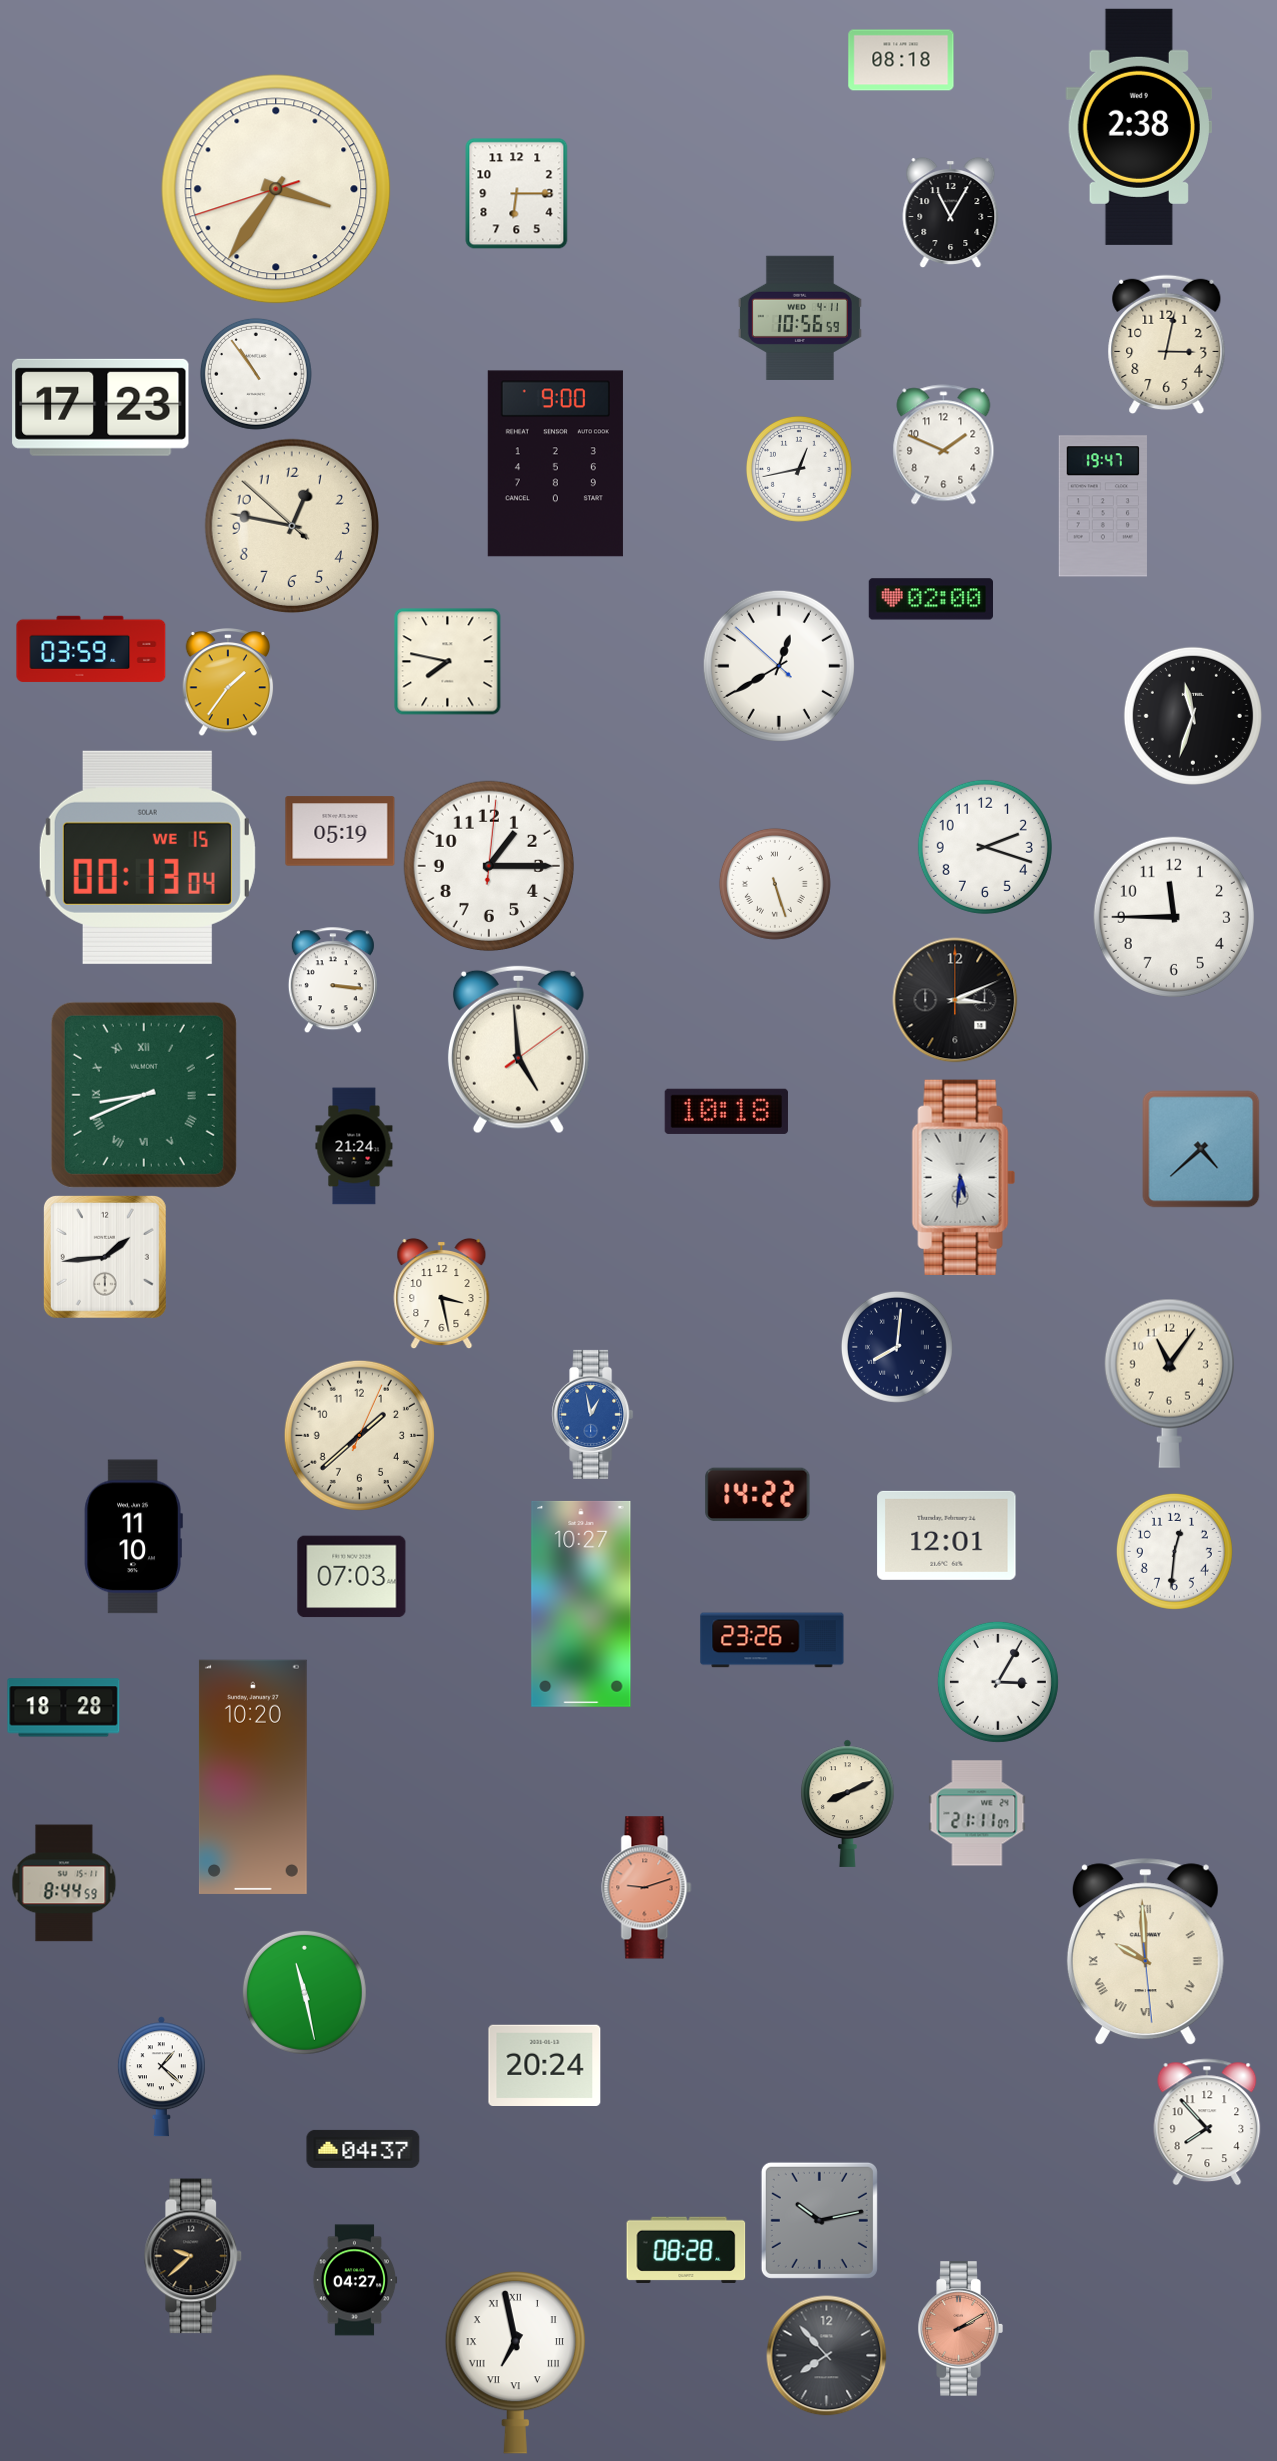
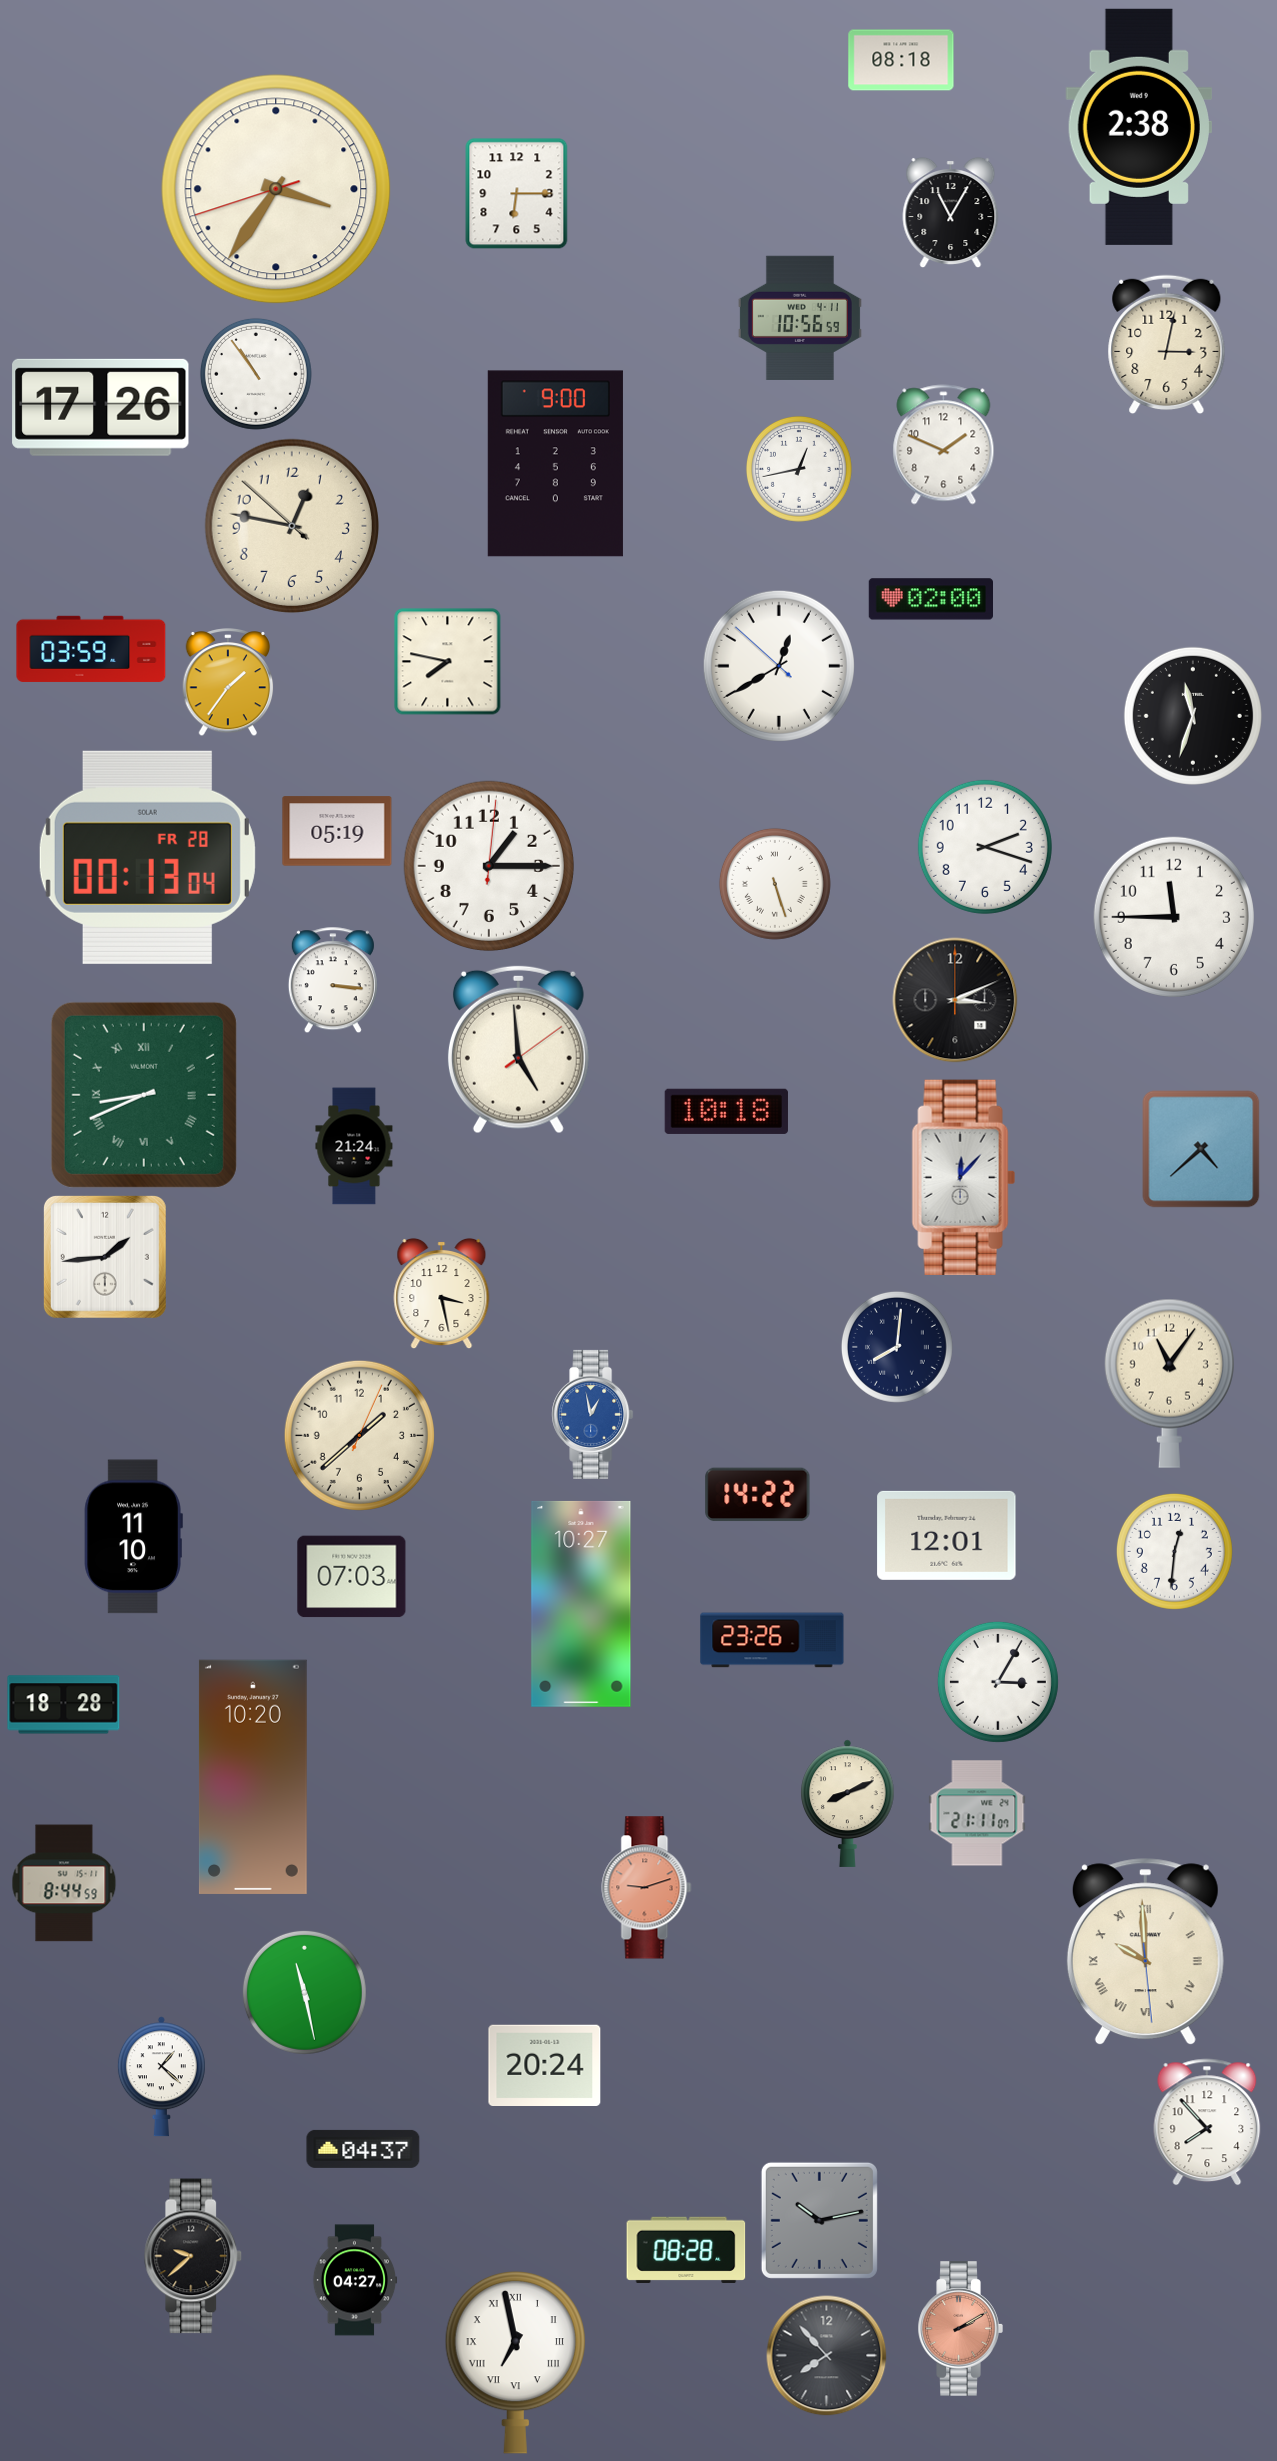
clock at (101, 407): 17:23 -> 17:26
clock at (1103, 506): 19:47 -> none
clock at (340, 831) position: (340, 831) -> (337, 831)
clock at (147, 857) date: WE 15 -> FR 28
clock at (963, 1177): 5:31 -> 12:07
clock at (64, 1708) position: (64, 1708) -> (64, 1705)
